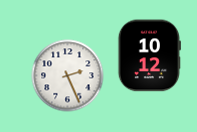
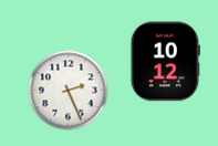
clock at (68, 76) position: (68, 76) -> (69, 91)
